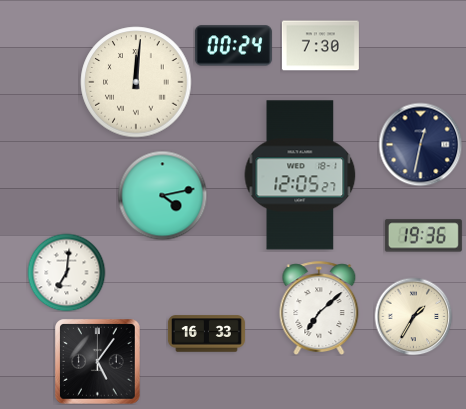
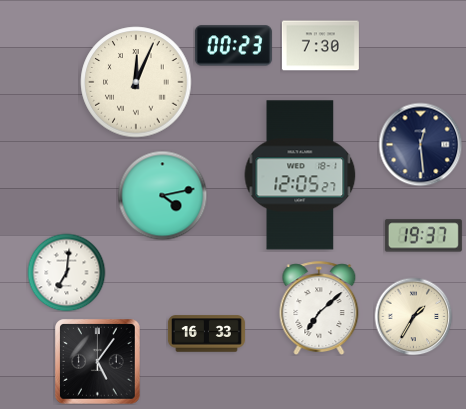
clock at (233, 46): 00:24 -> 00:23
clock at (136, 82): 12:01 -> 12:04
clock at (420, 144): 12:32 -> 12:29
clock at (423, 236): 19:36 -> 19:37
